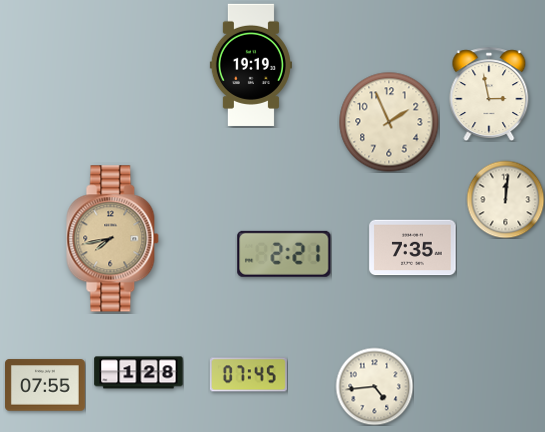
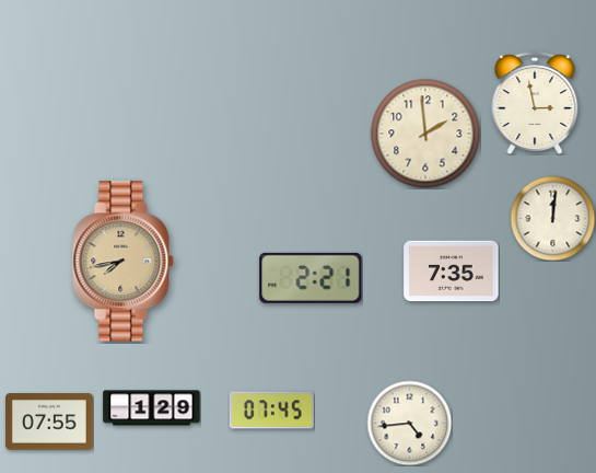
clock at (251, 65): 19:19 -> none
clock at (389, 122): 1:56 -> 1:59
clock at (139, 373): 1:28 -> 1:29
